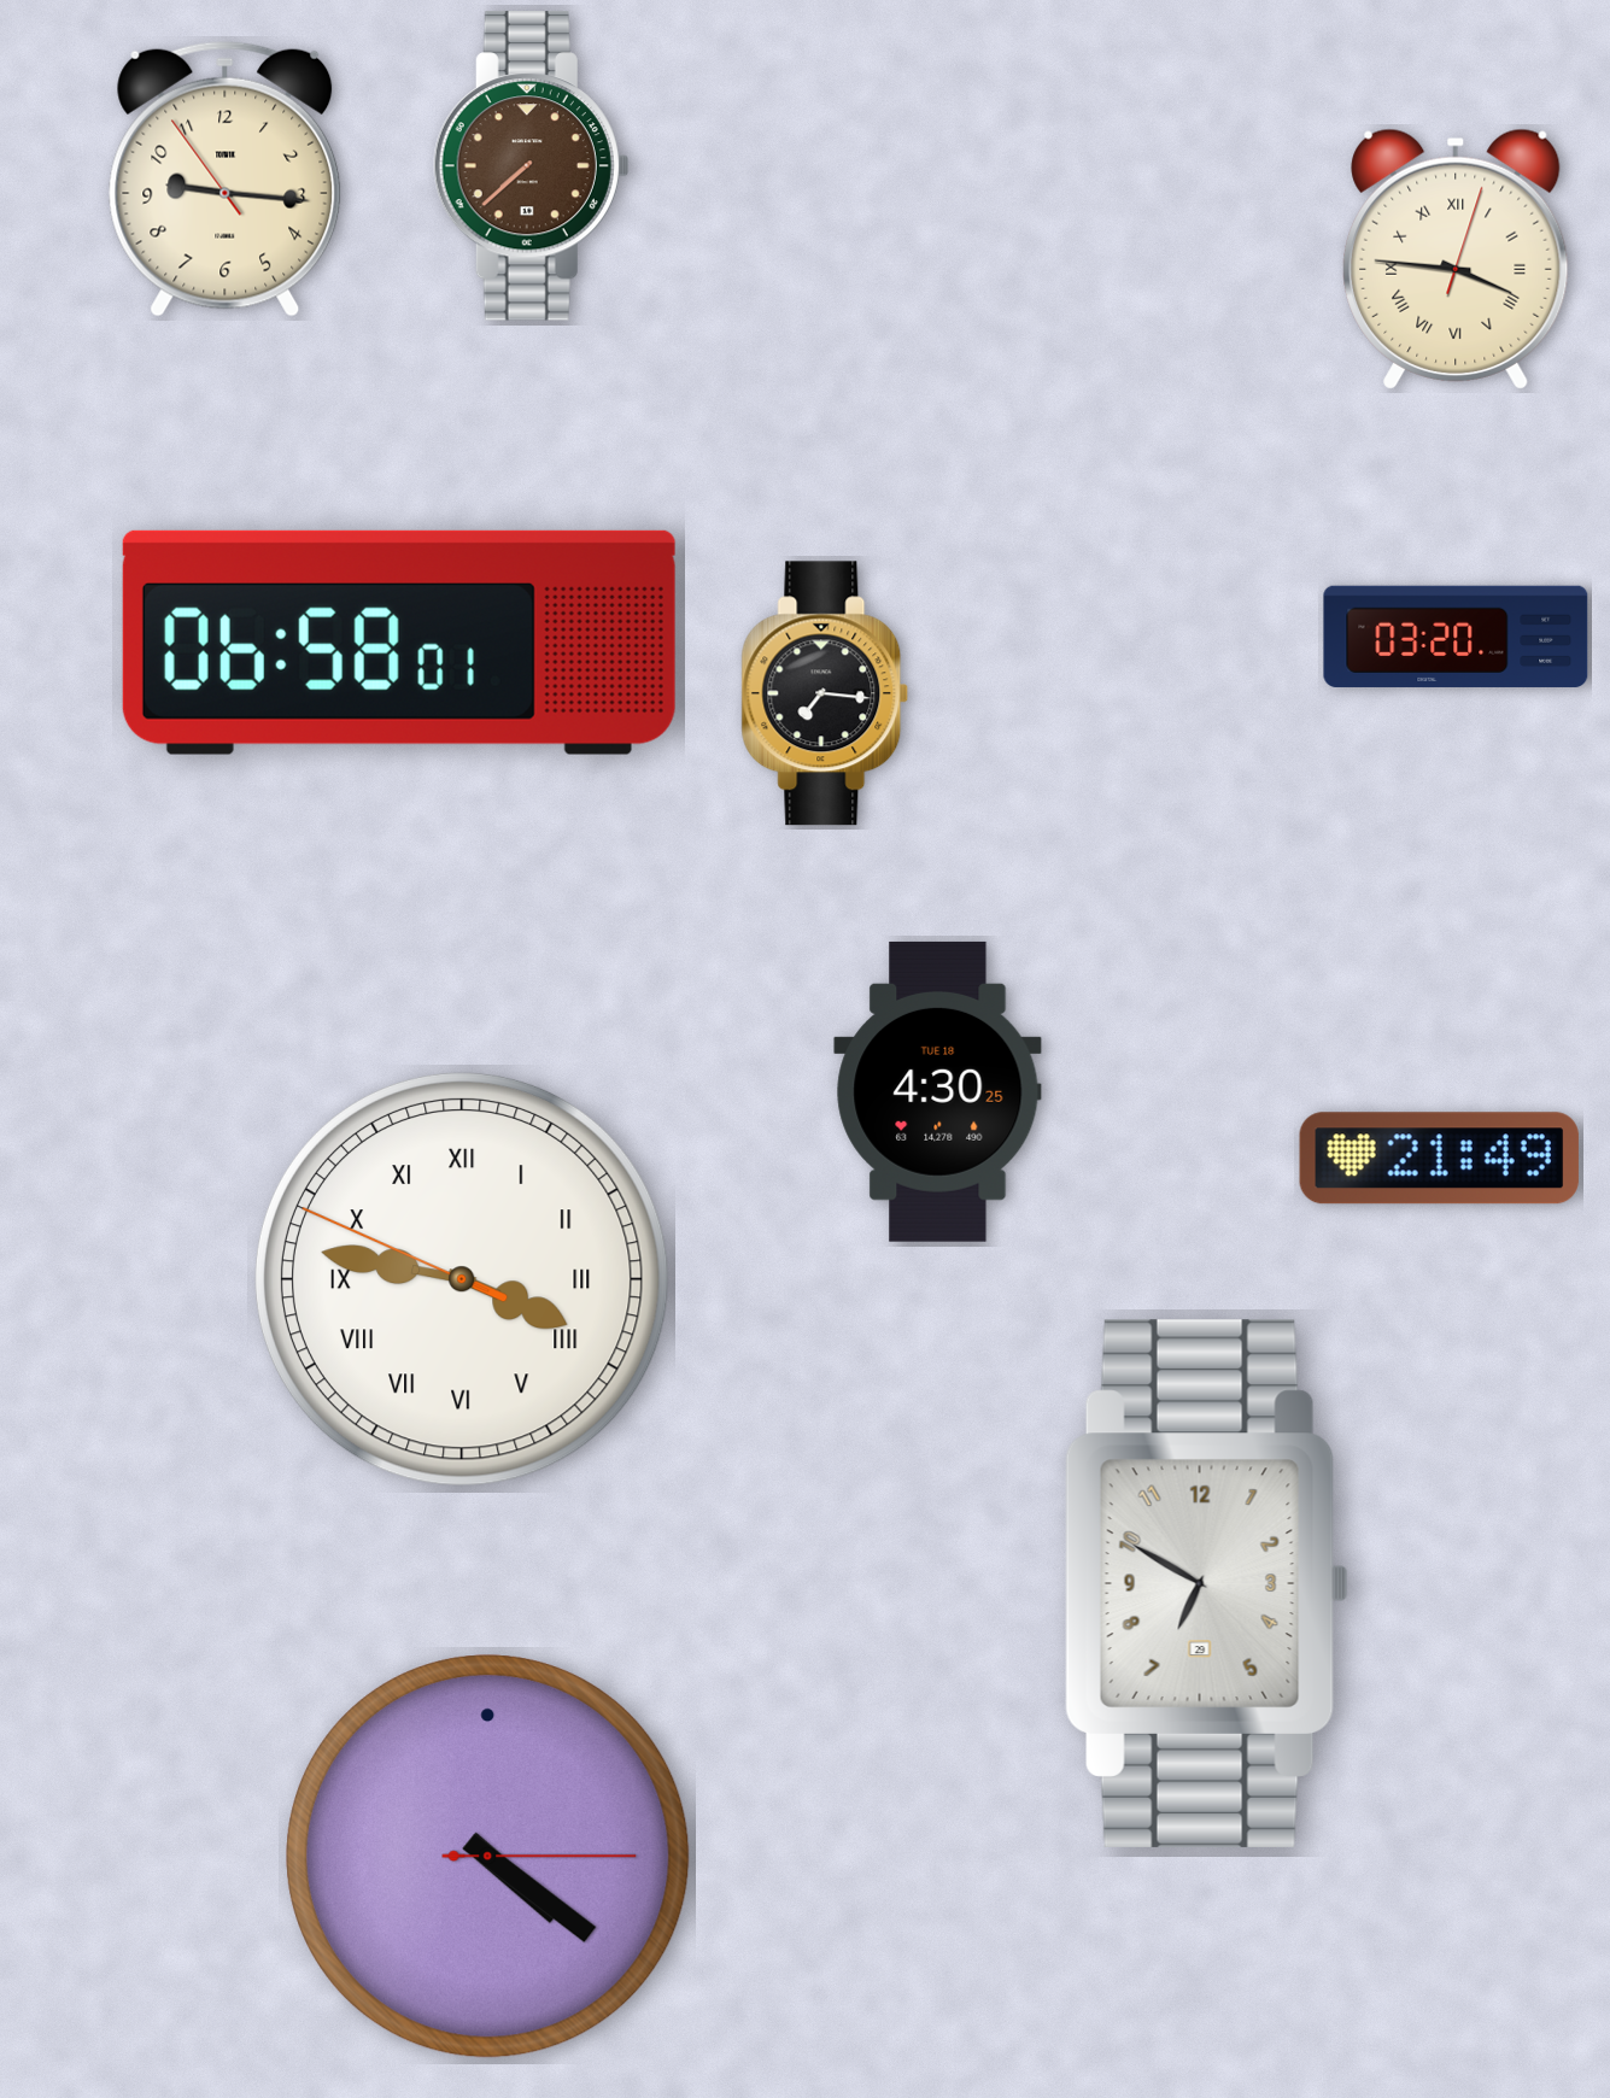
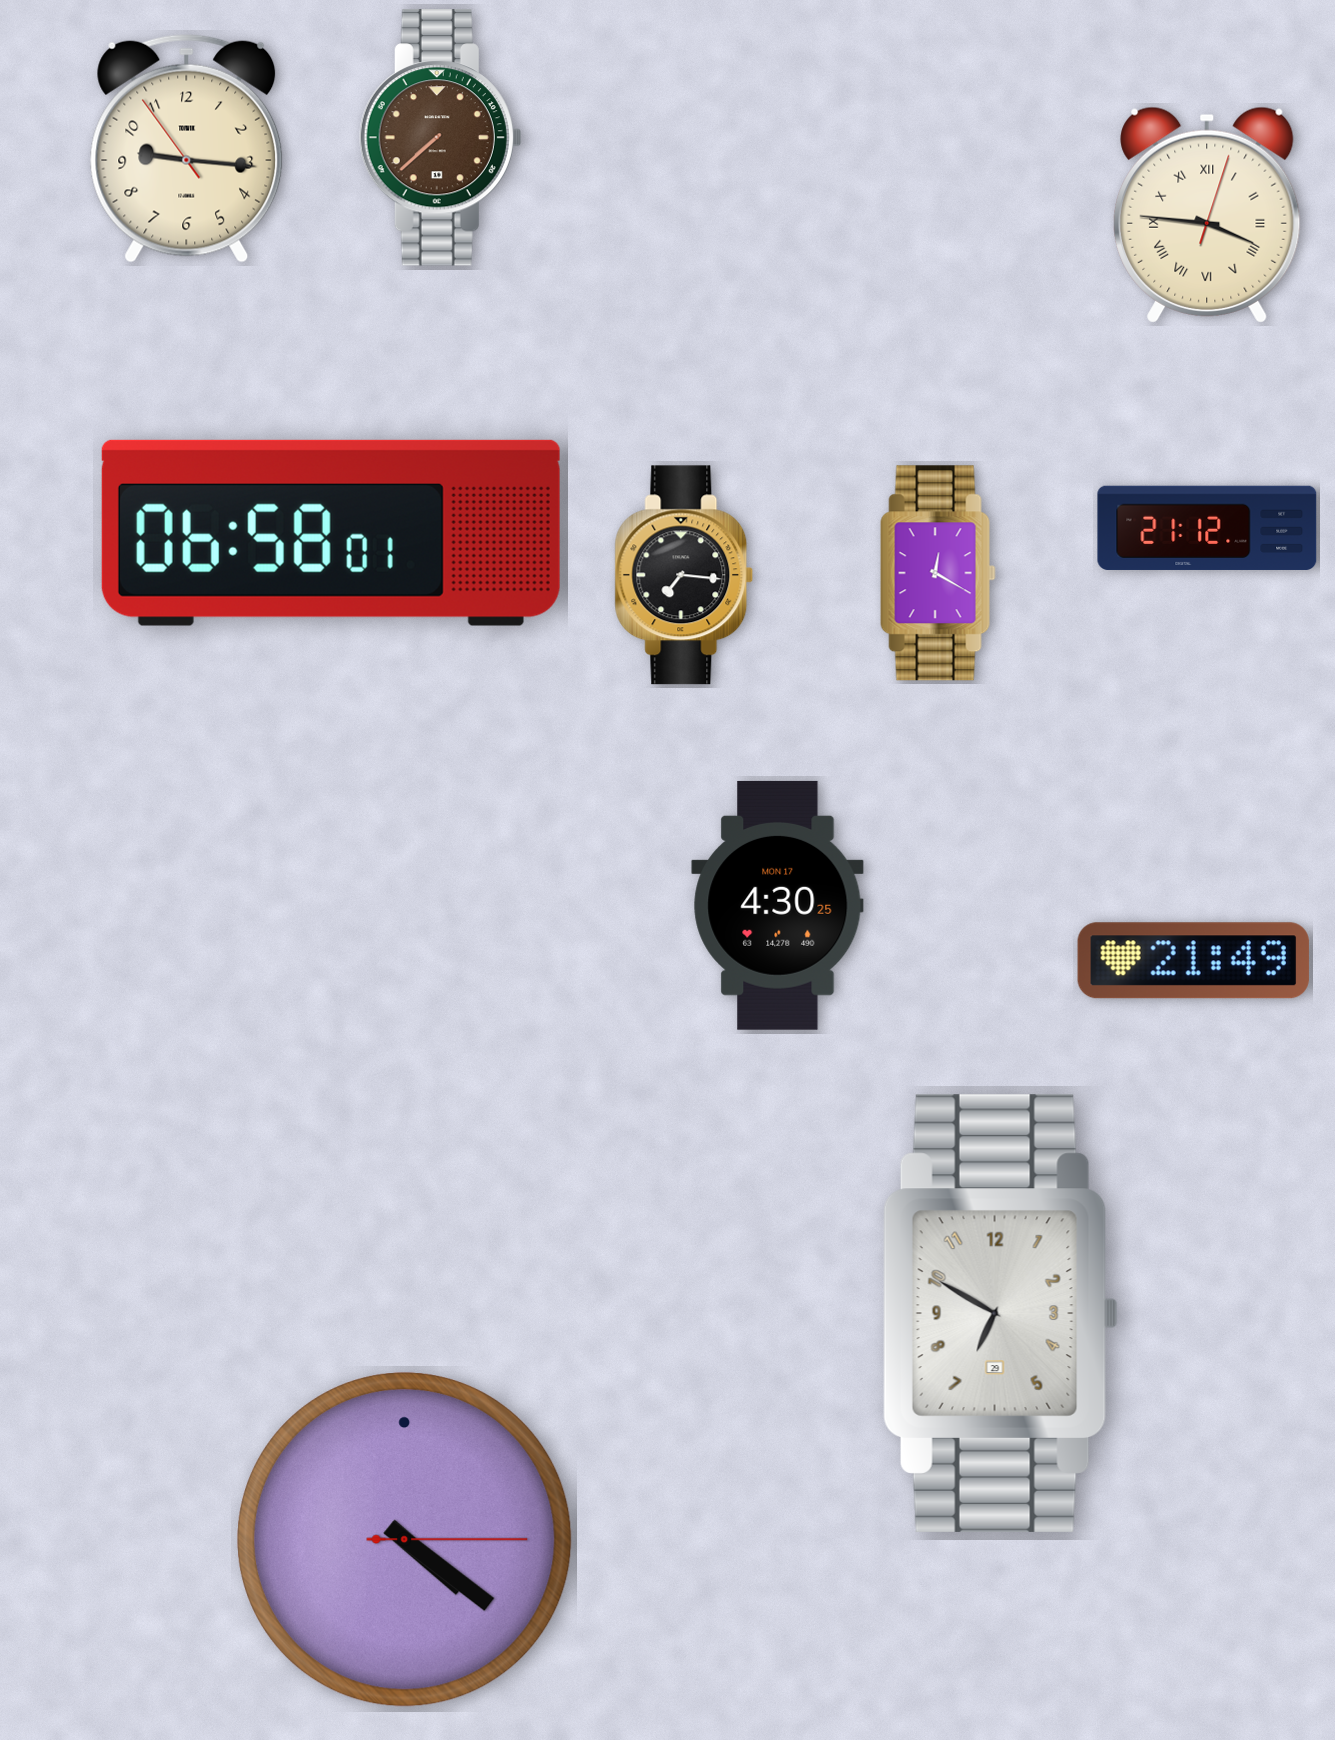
clock at (1456, 637): 03:20 -> 21:12
clock at (938, 573): none -> 12:20
clock at (938, 1091) date: TUE 18 -> MON 17
clock at (462, 1279): 3:46 -> none
